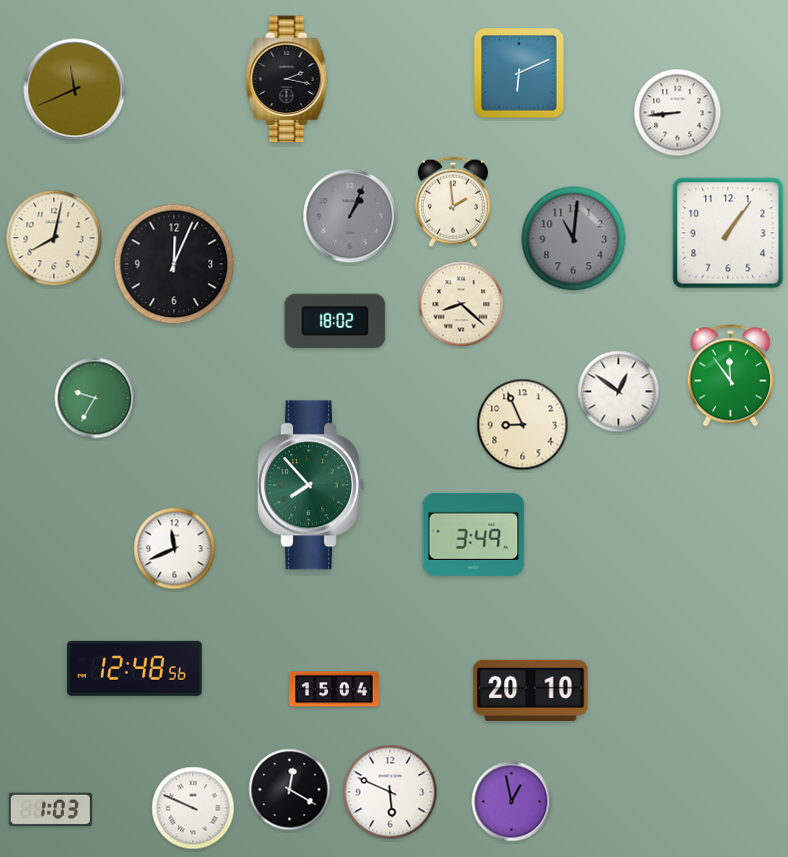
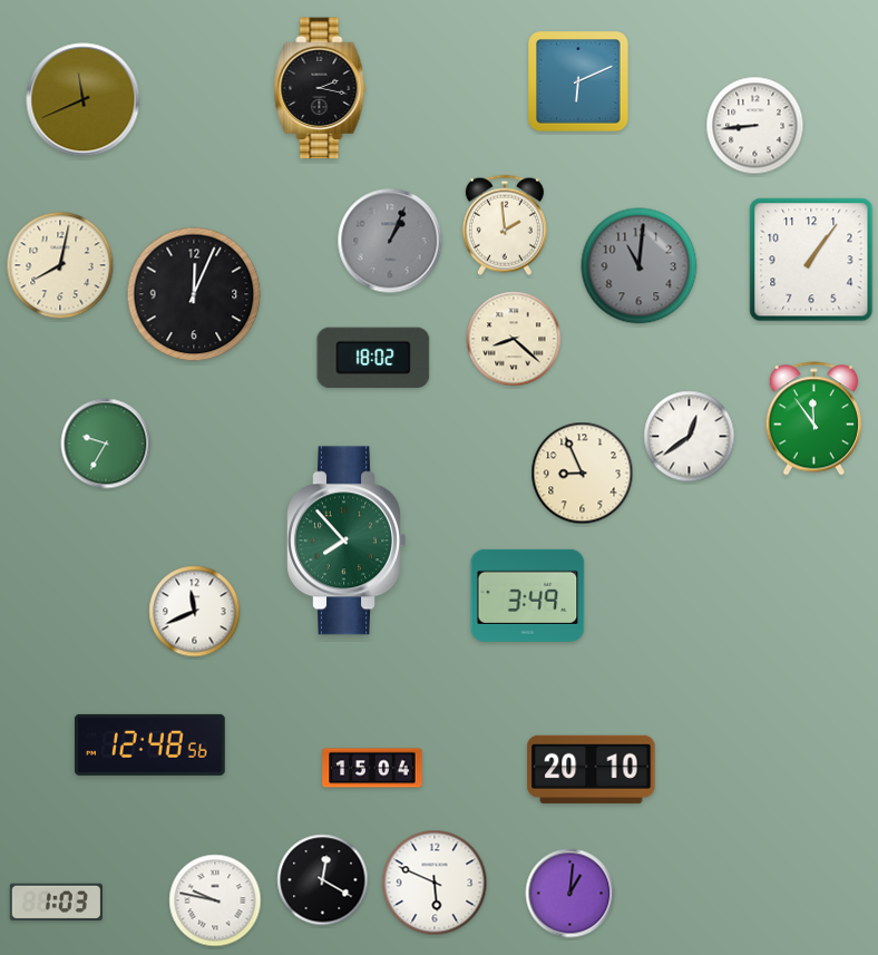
clock at (619, 392): 12:51 -> 12:39
clock at (512, 802): 12:58 -> 1:01
clock at (193, 808): 9:49 -> 9:47
